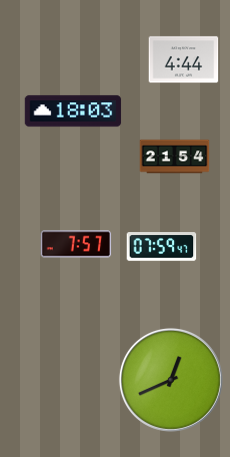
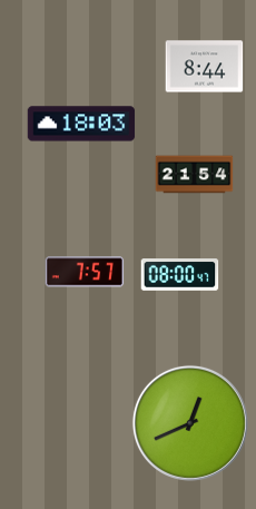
clock at (184, 60): 4:44 -> 8:44
clock at (162, 247): 07:59 -> 08:00
